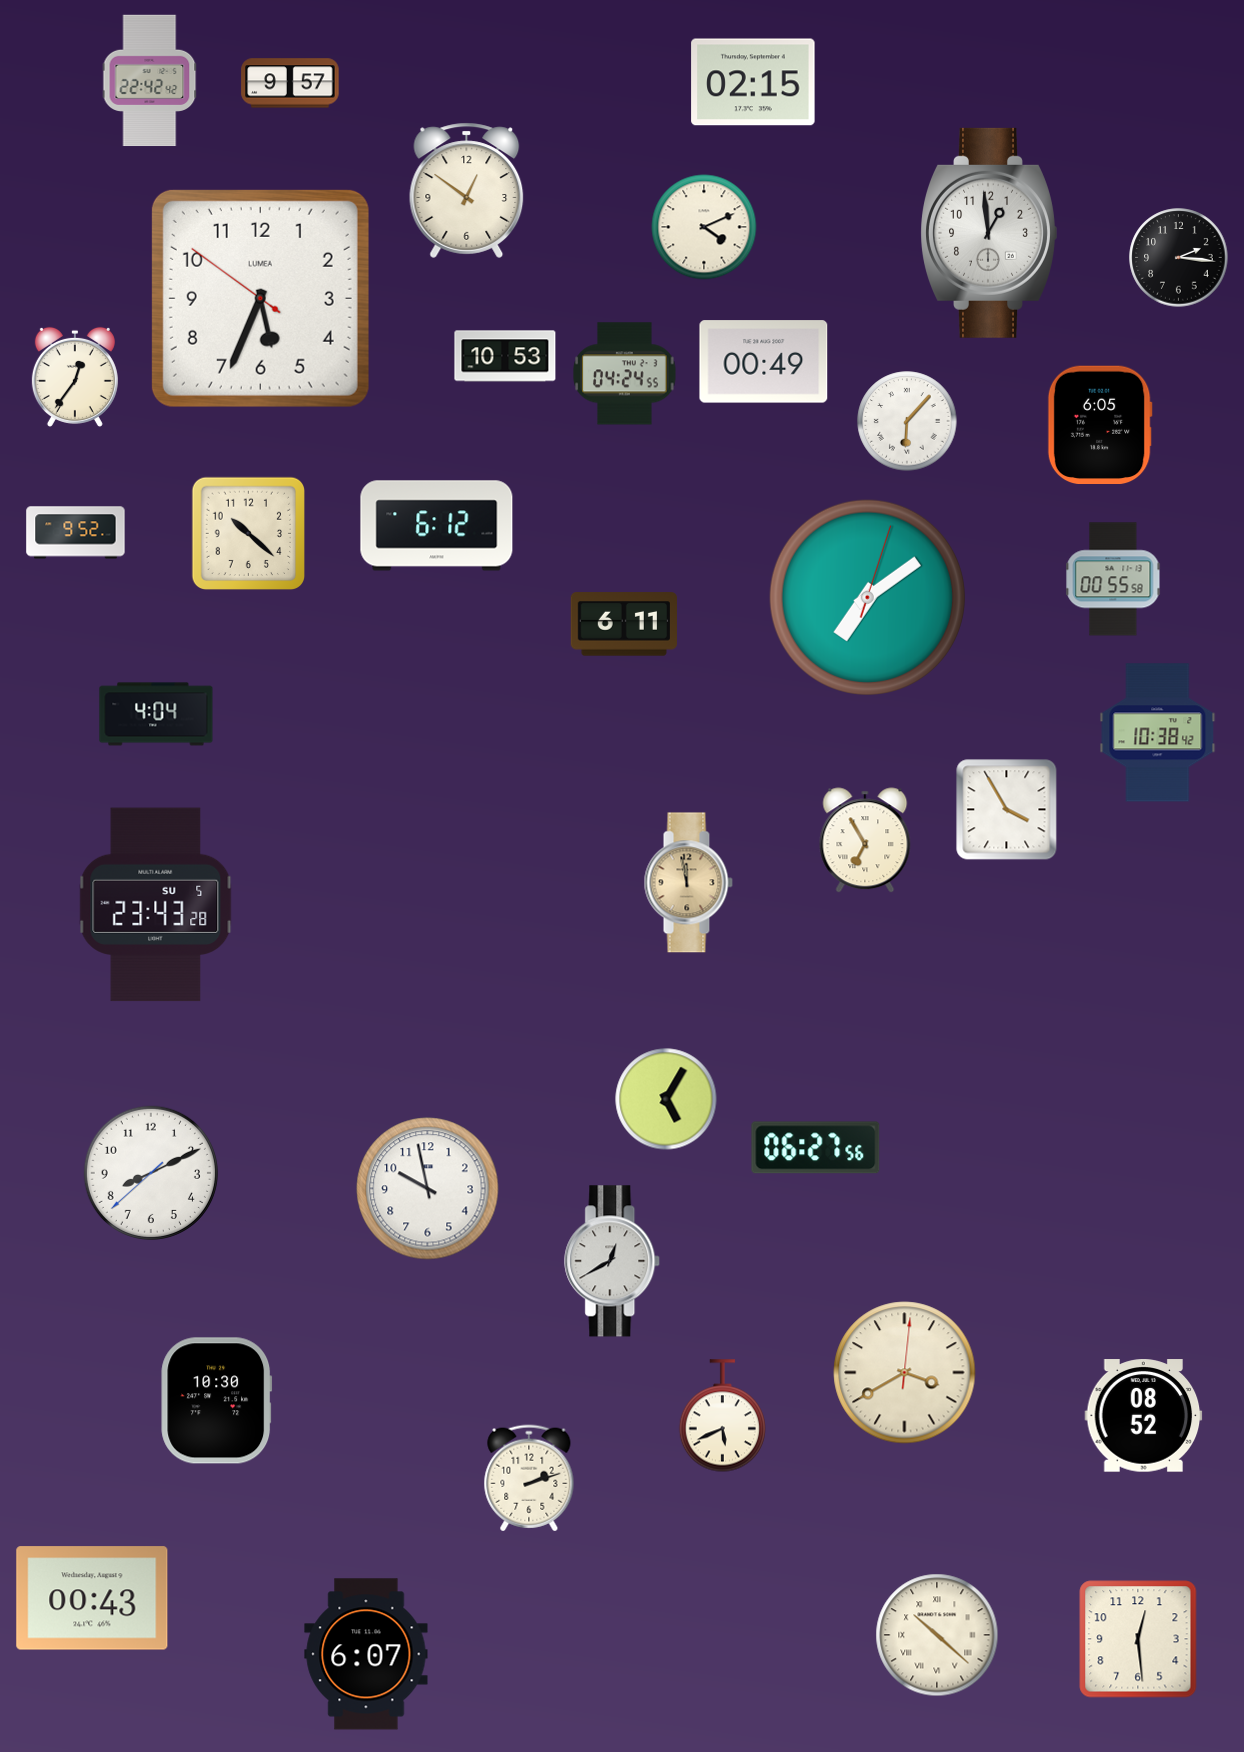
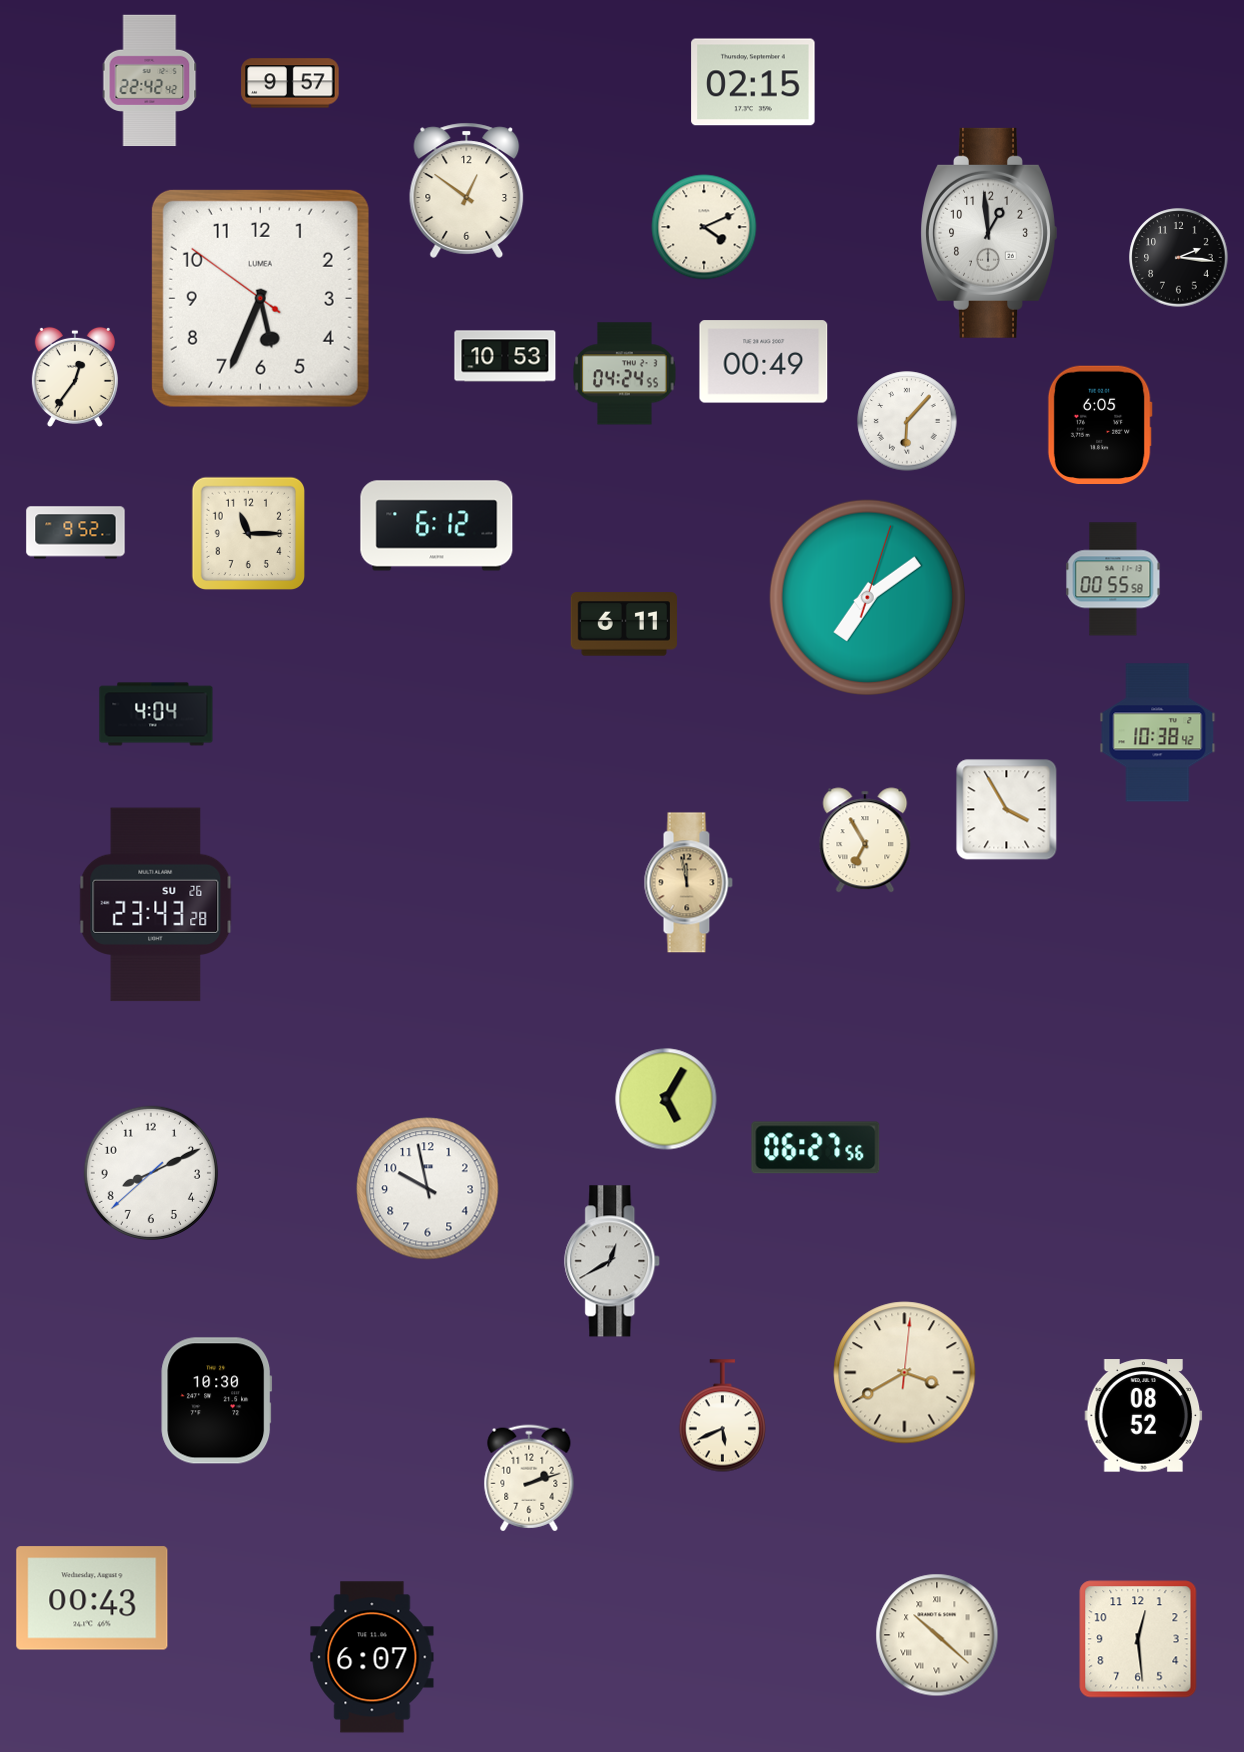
clock at (248, 533): 10:22 -> 11:15
clock at (156, 905) date: SU 5 -> SU 26
clock at (366, 1654) position: (366, 1654) -> (372, 1657)
